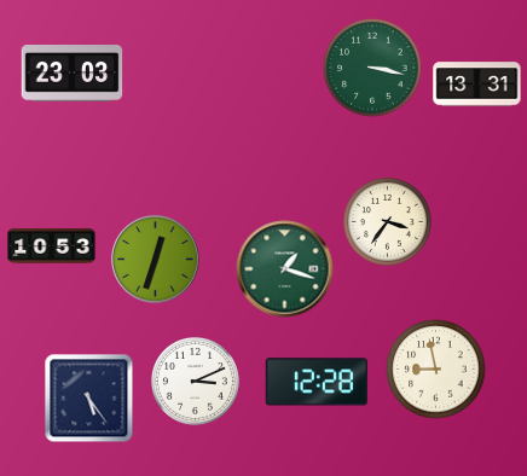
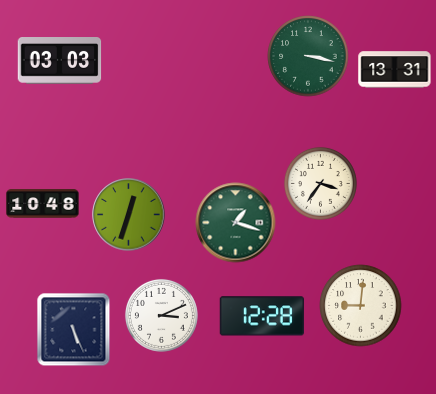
clock at (73, 74): 23:03 -> 03:03
clock at (52, 246): 10:53 -> 10:48
clock at (436, 370): 8:58 -> 9:01
clock at (89, 399): 5:24 -> 5:26
